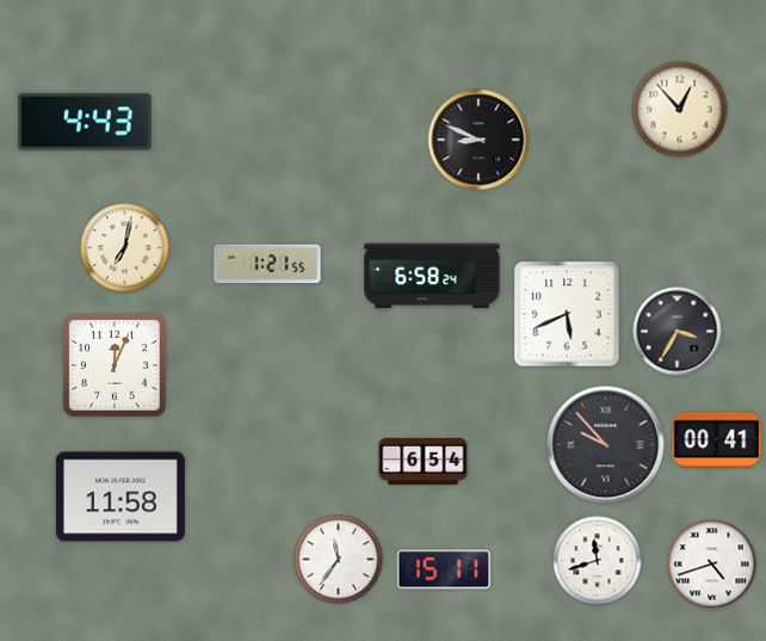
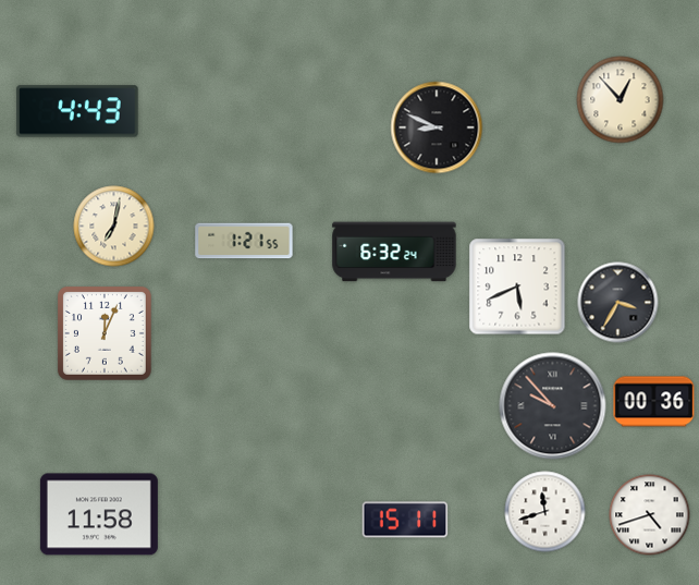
clock at (432, 276): 6:58 -> 6:32
clock at (717, 440): 00:41 -> 00:36
clock at (424, 461): 6:54 -> none
clock at (121, 497) position: (121, 497) -> (99, 514)
clock at (339, 560): 11:36 -> none
